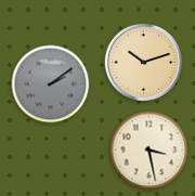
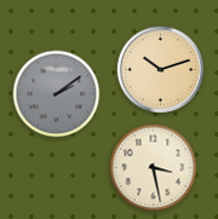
clock at (149, 151) position: (149, 151) -> (154, 168)
